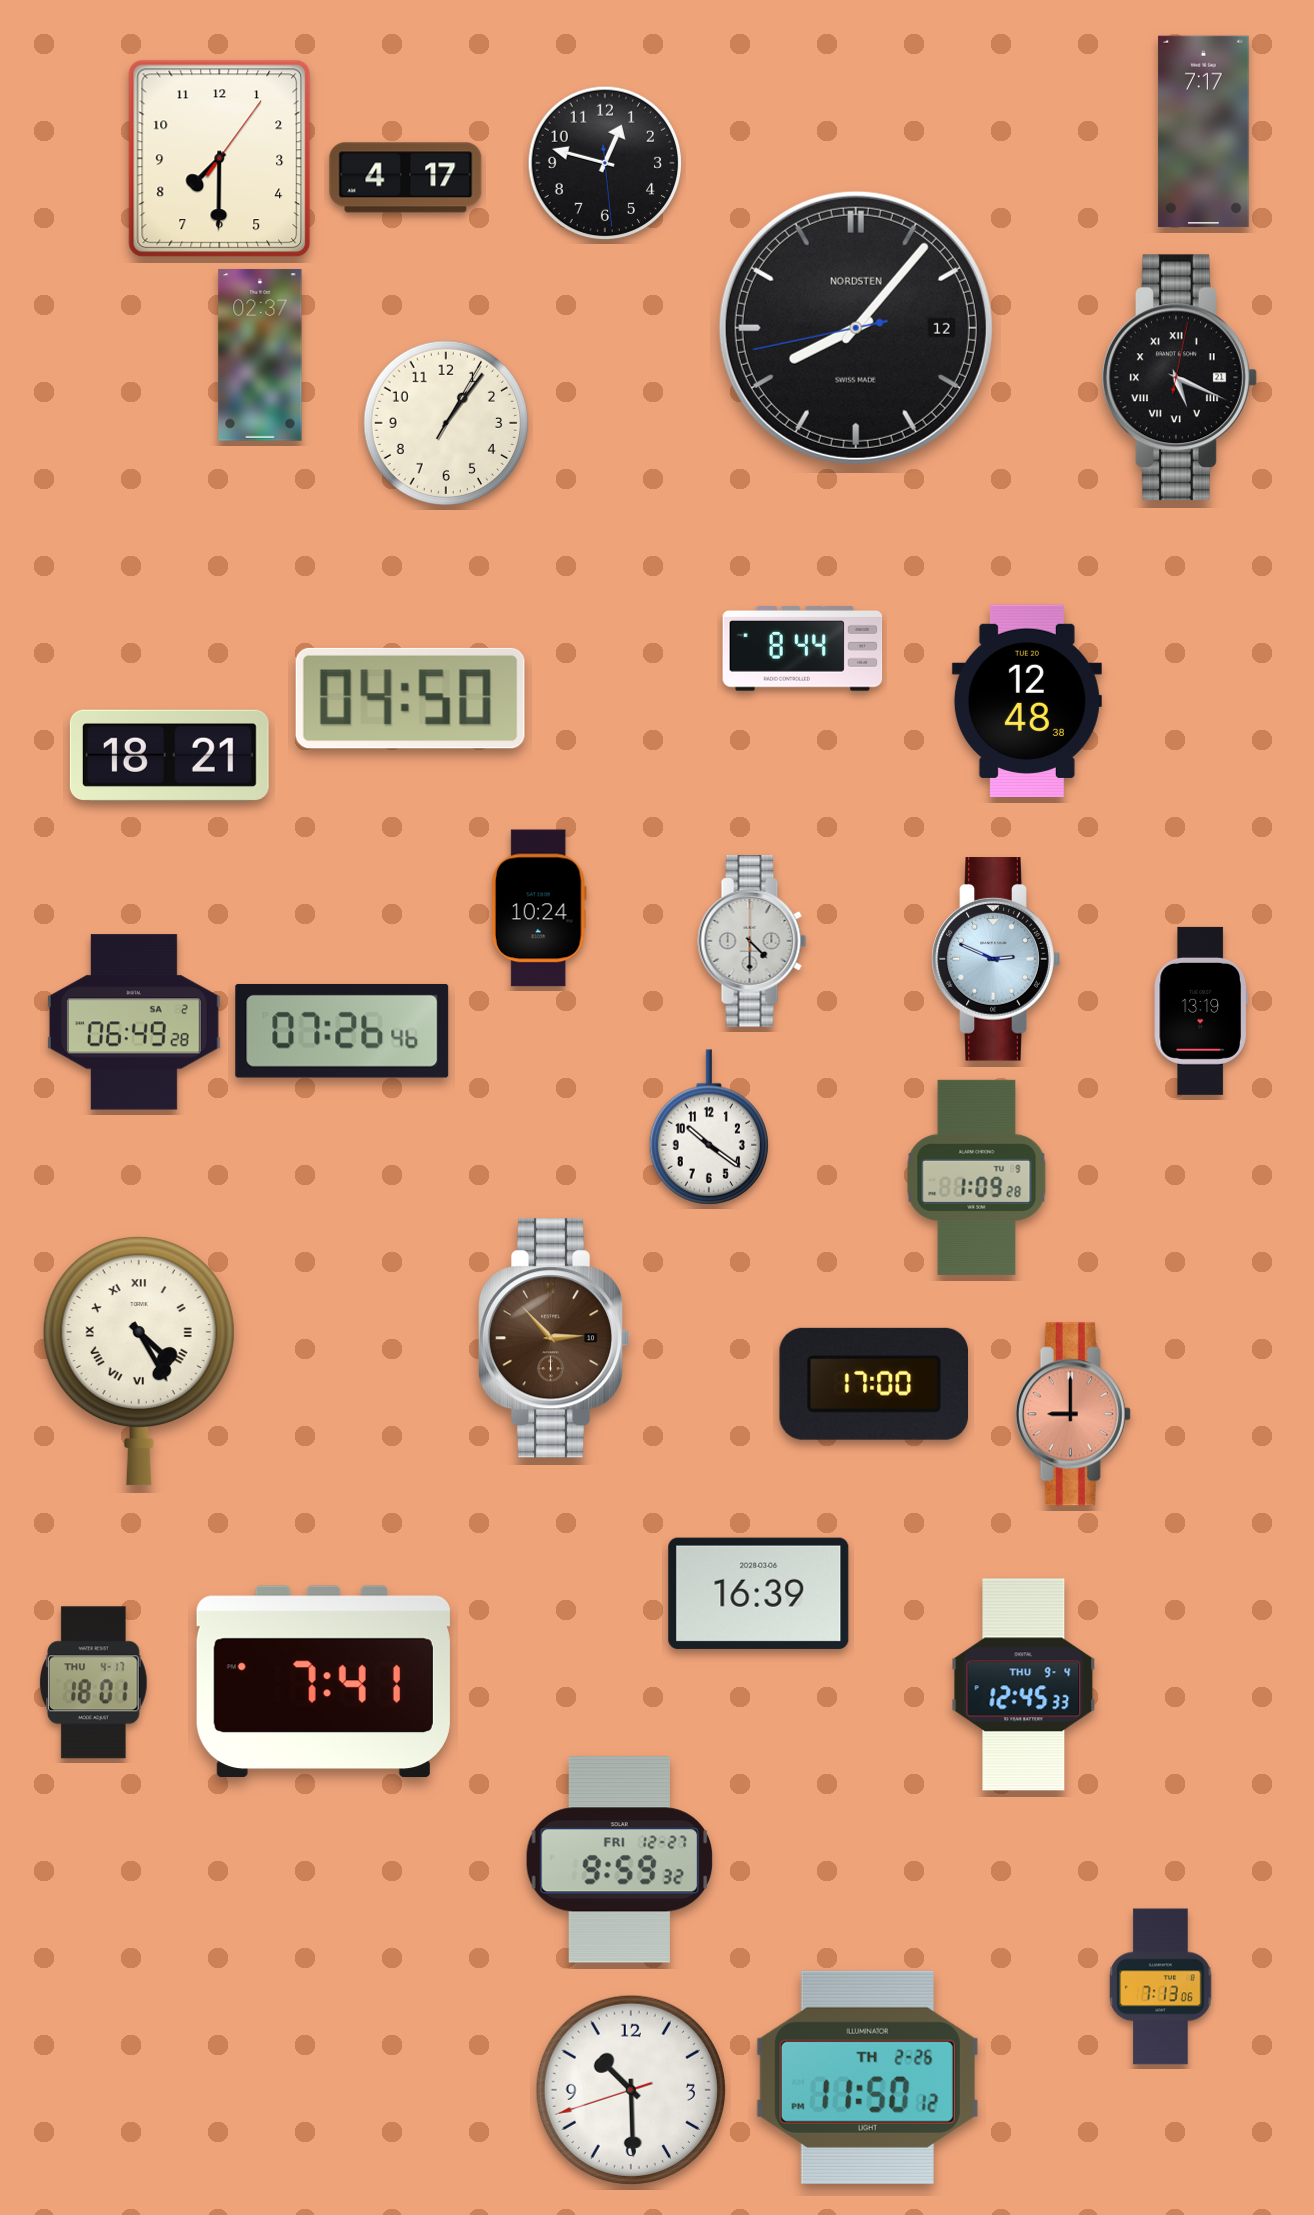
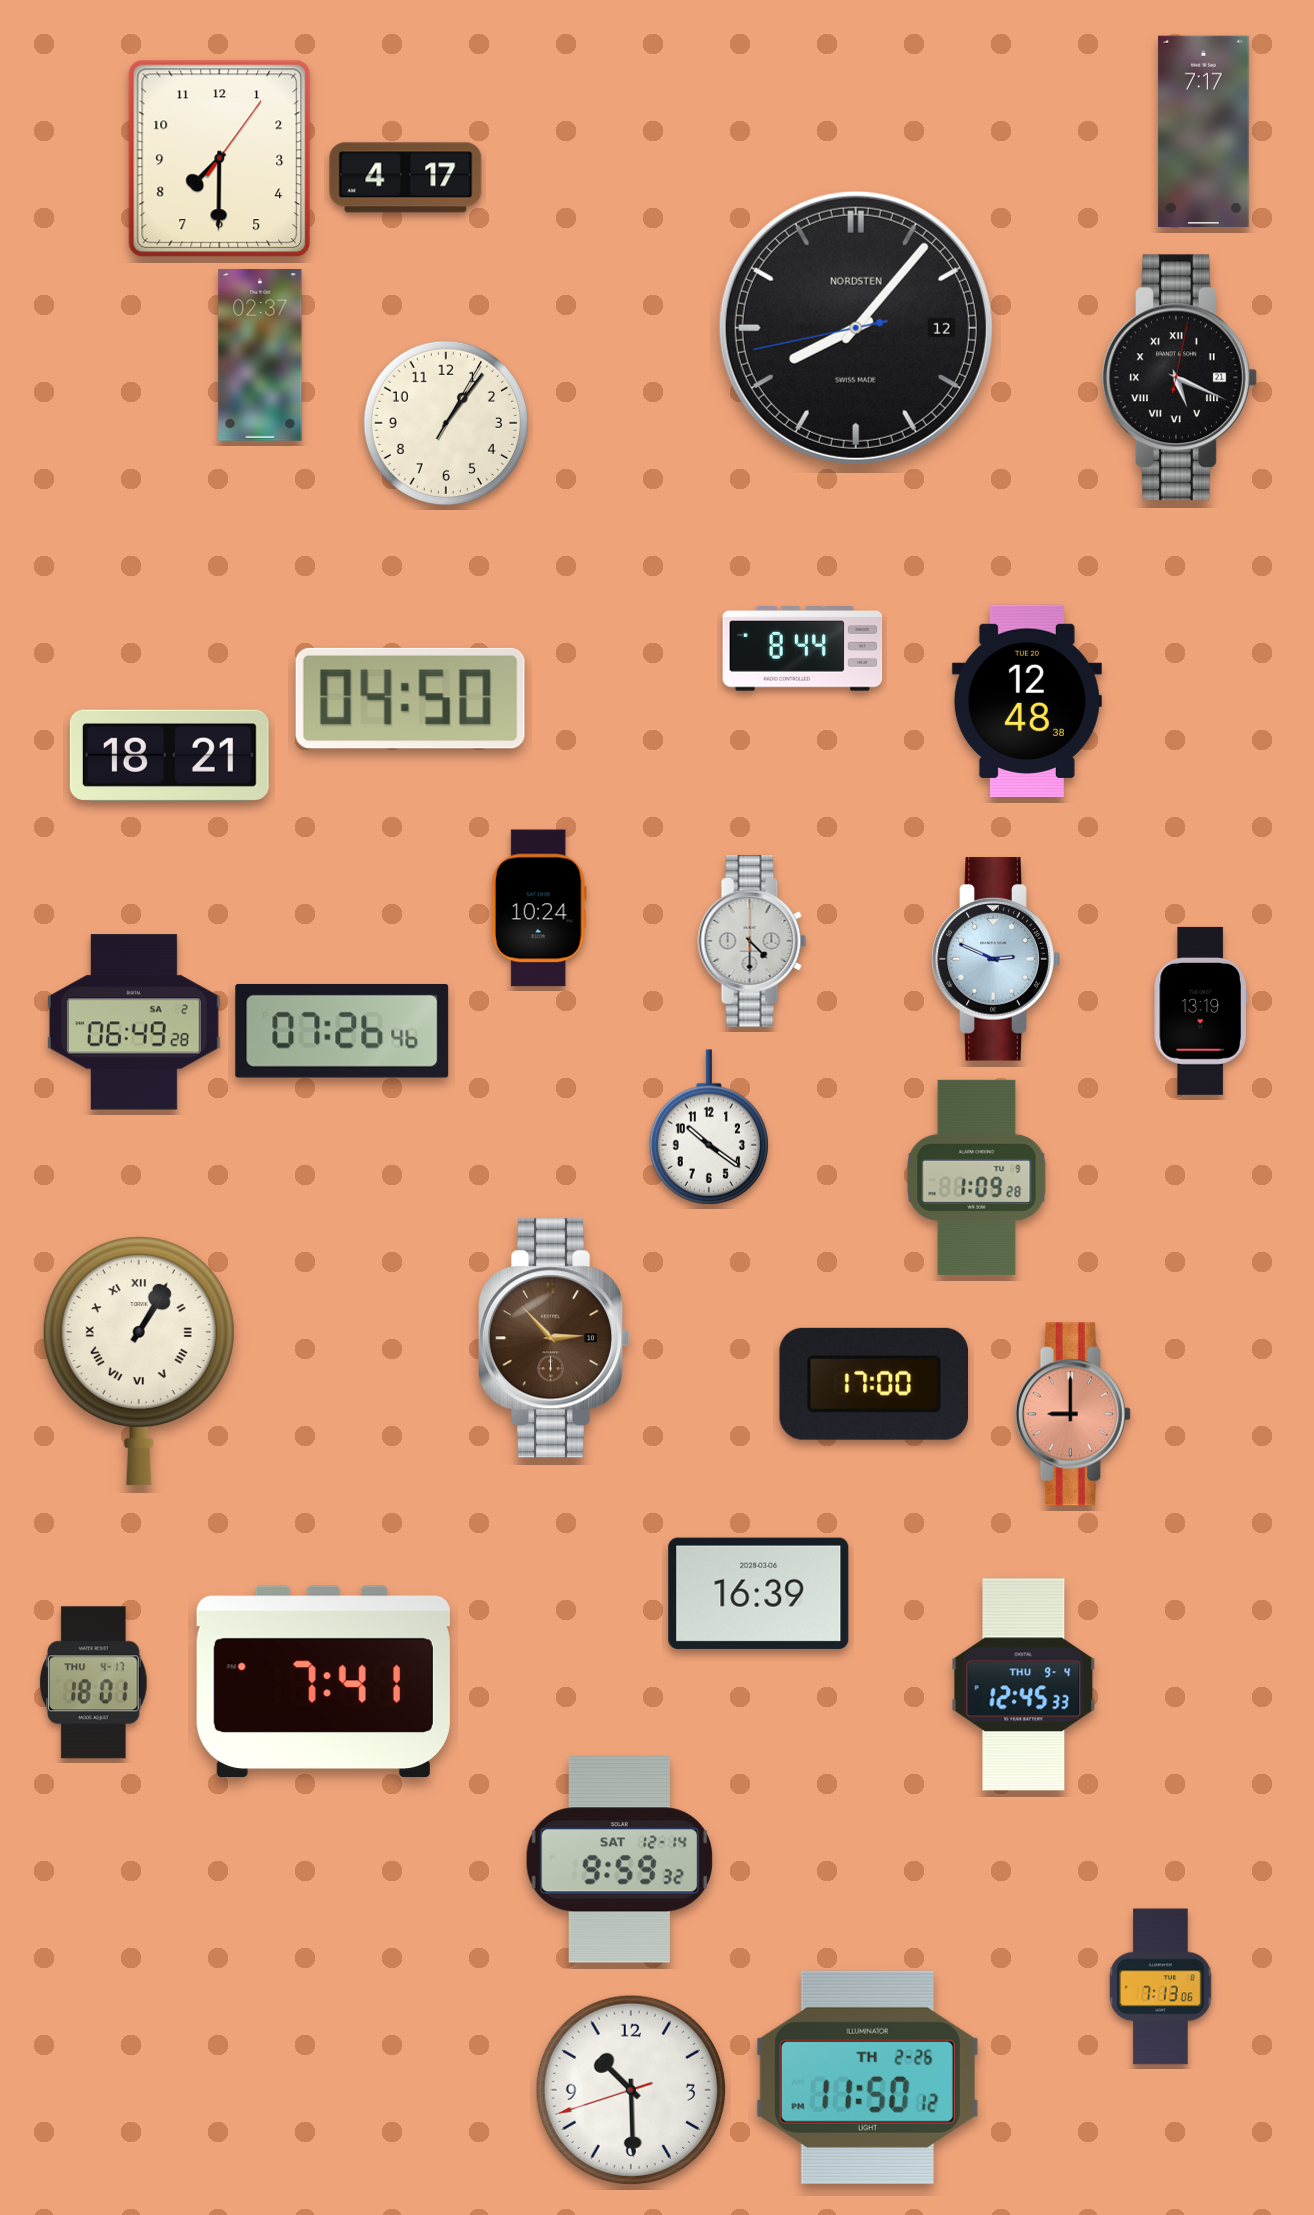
clock at (605, 163): 12:47 -> none
clock at (139, 1362): 4:25 -> 1:05
clock at (620, 1860) date: FRI 12-27 -> SAT 12-14
